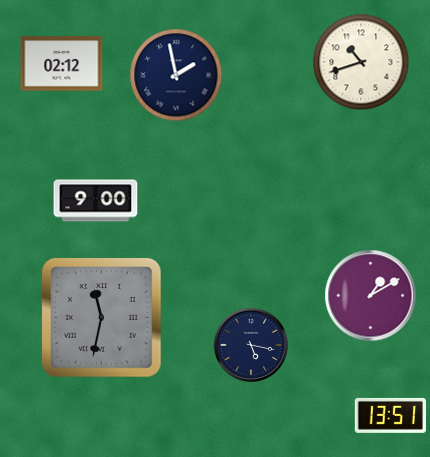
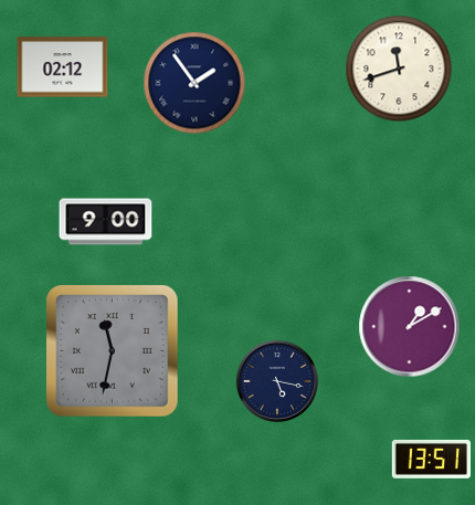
clock at (361, 62): 10:42 -> 11:42
clock at (62, 64) position: (62, 64) -> (63, 67)
clock at (176, 75): 1:58 -> 1:54
